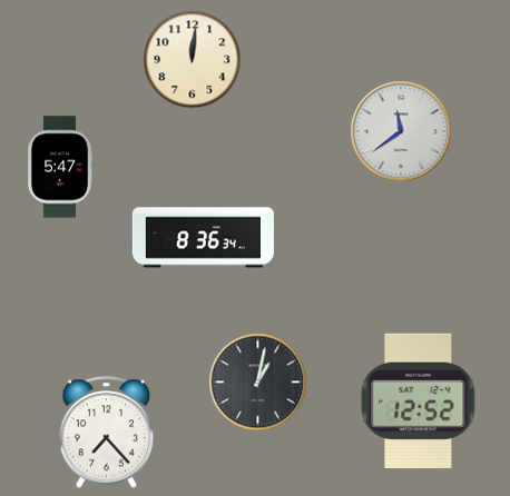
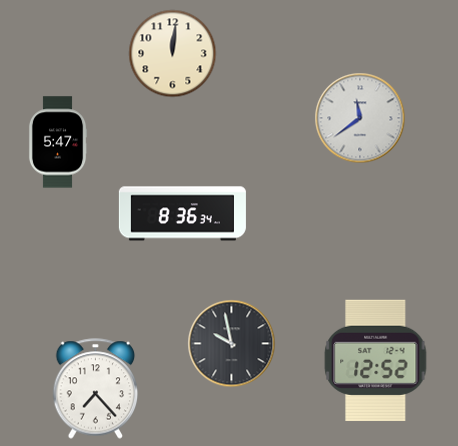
clock at (60, 167) position: (60, 167) -> (58, 142)
clock at (257, 381): 1:02 -> 9:58
